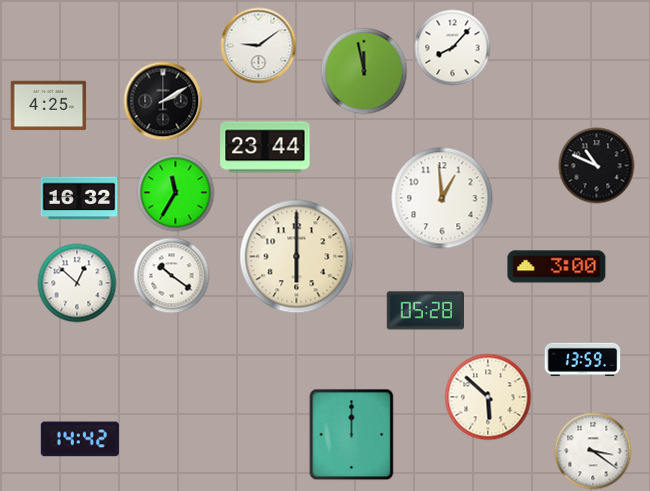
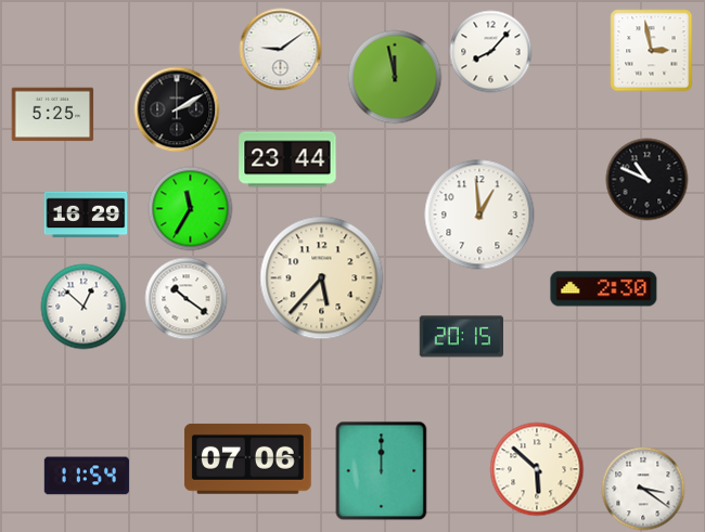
clock at (652, 51): none -> 2:58
clock at (49, 106): 4:25 -> 5:25
clock at (79, 198): 16:32 -> 16:29
clock at (297, 257): 6:00 -> 5:37
clock at (557, 267): 3:00 -> 2:30
clock at (425, 311): 05:28 -> 20:15
clock at (583, 360): 13:59 -> none
clock at (488, 397) position: (488, 397) -> (537, 469)
clock at (247, 458): none -> 07:06
clock at (80, 439): 14:42 -> 11:54
